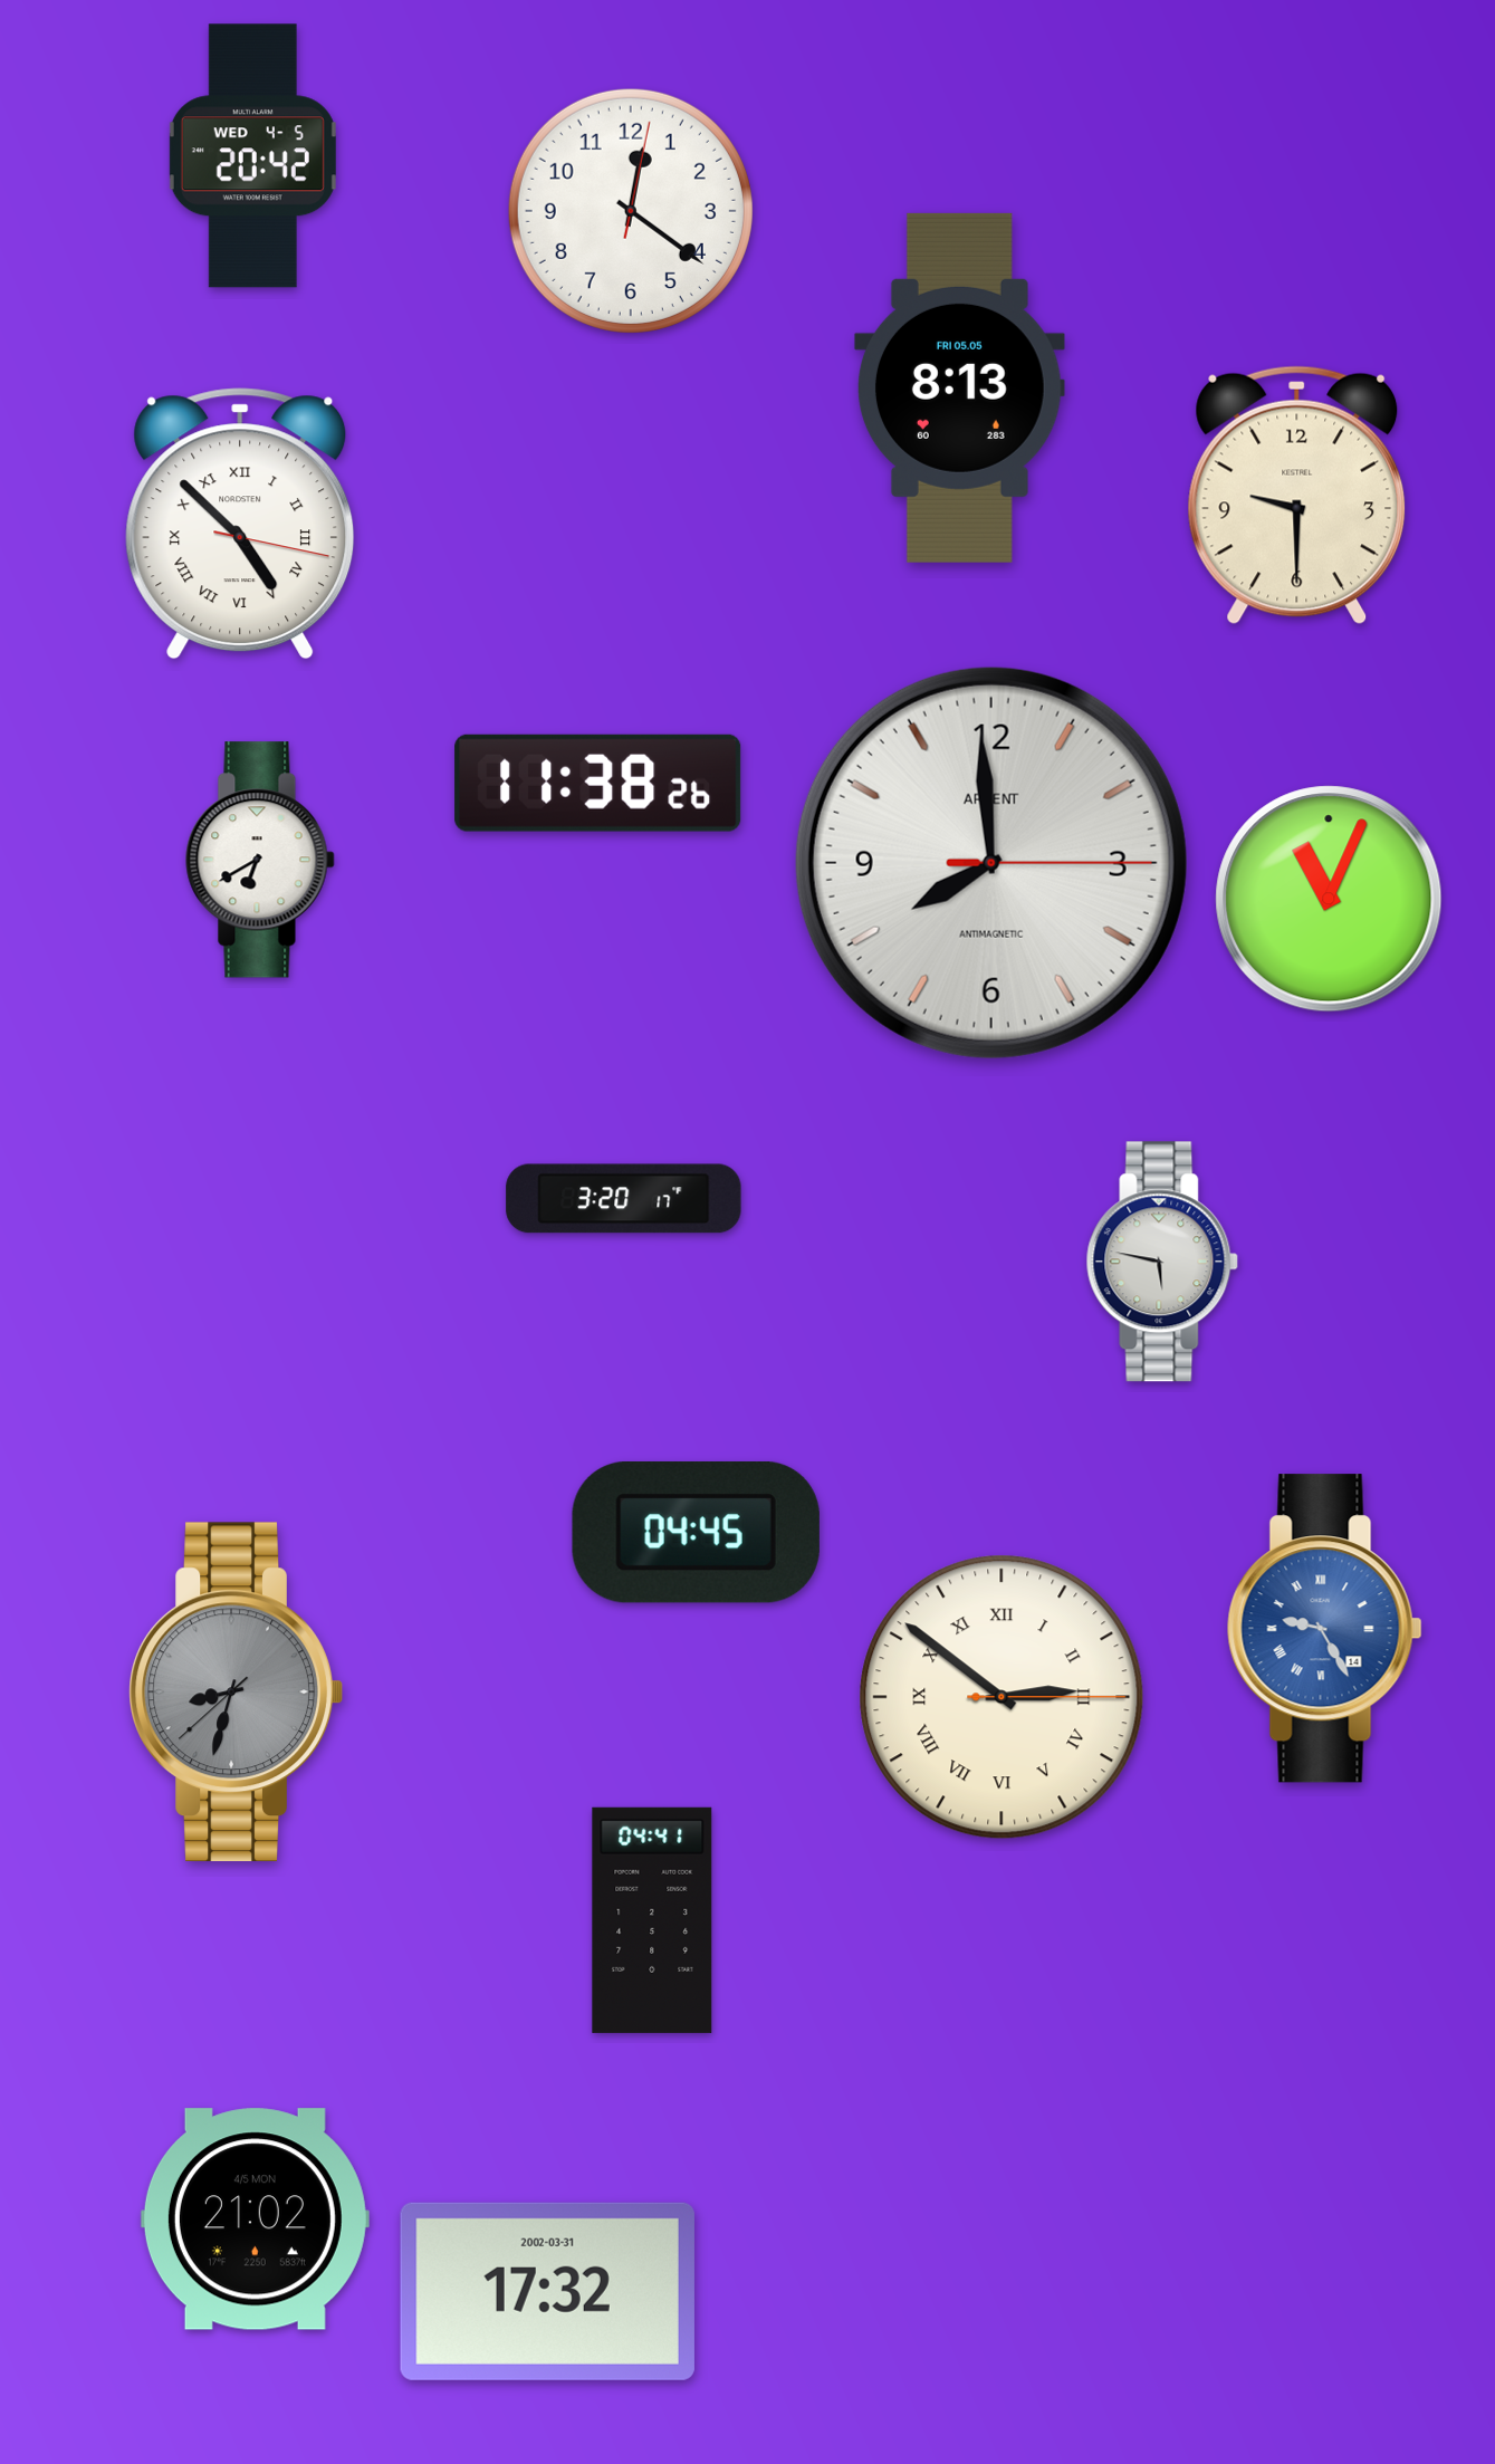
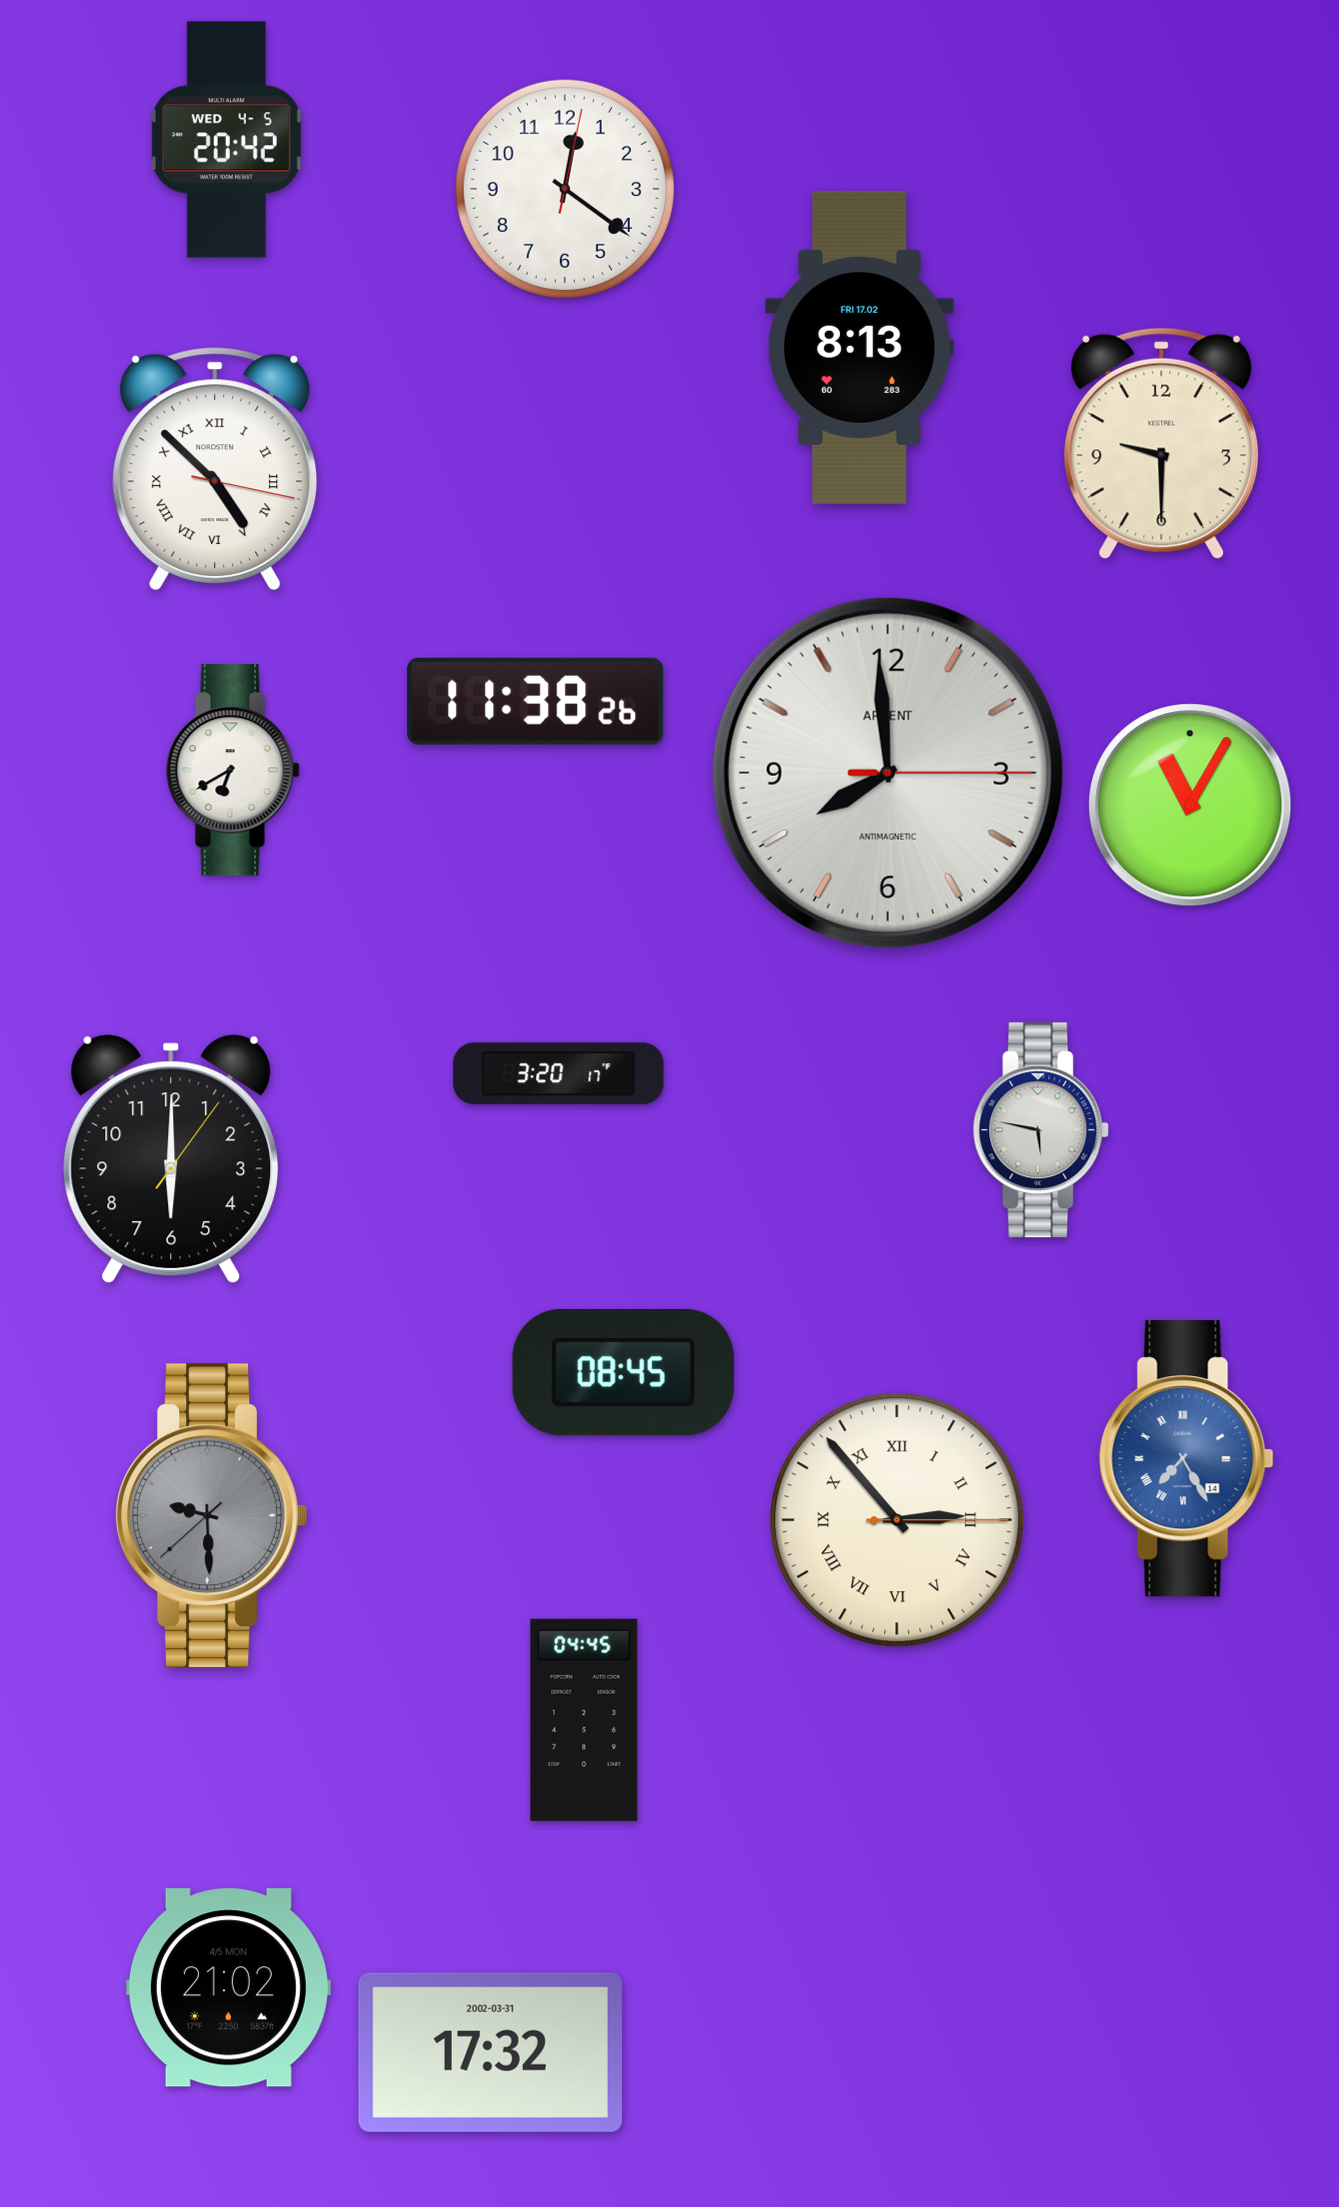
clock at (959, 387) date: FRI 05.05 -> FRI 17.02
clock at (1329, 899): 11:04 -> 11:05
clock at (171, 1159): none -> 6:00
clock at (696, 1532): 04:45 -> 08:45
clock at (1324, 1629): 9:25 -> 7:25
clock at (236, 1693): 8:32 -> 9:29
clock at (1002, 1697): 2:51 -> 2:53
clock at (652, 1920): 04:41 -> 04:45
